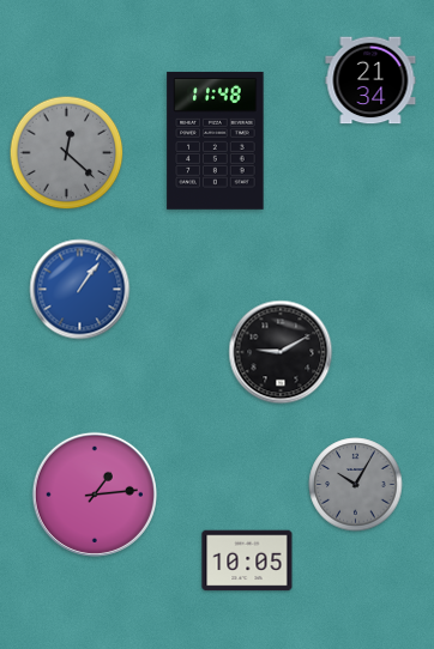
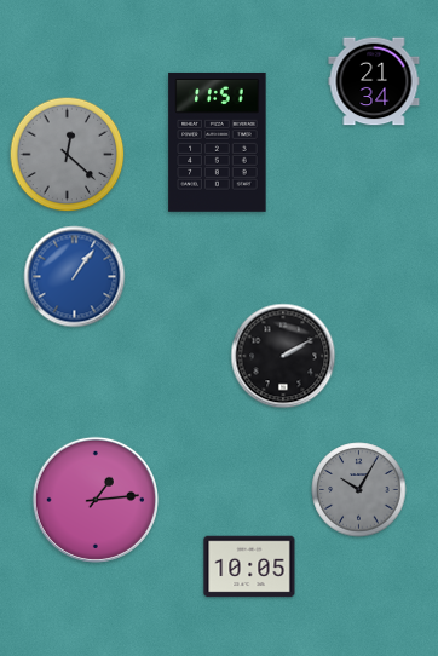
clock at (216, 140): 11:48 -> 11:51
clock at (80, 290) position: (80, 290) -> (75, 277)
clock at (281, 352): 9:10 -> 2:10
